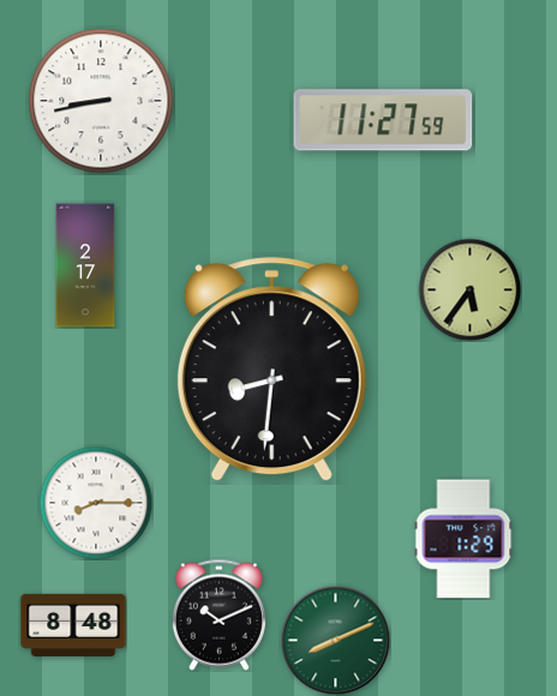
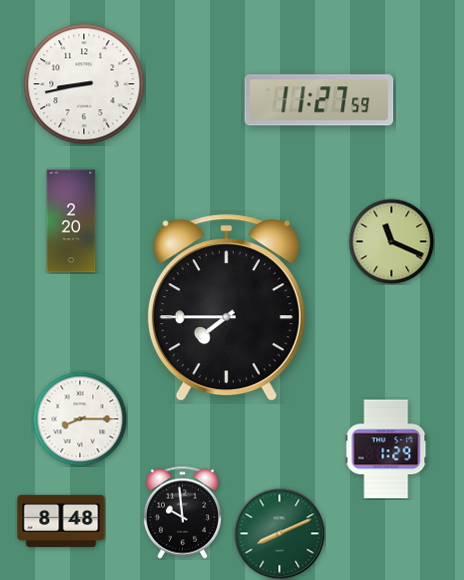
clock at (85, 265): 2:17 -> 2:20
clock at (469, 289): 5:36 -> 11:19
clock at (271, 370): 8:31 -> 7:45
clock at (218, 614): 10:11 -> 9:59
